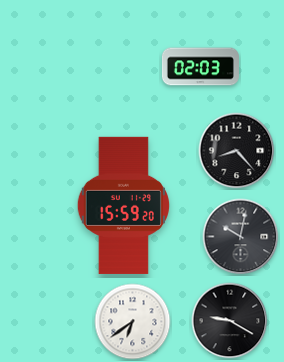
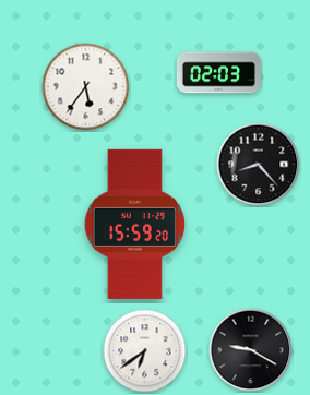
clock at (86, 87): none -> 5:36
clock at (241, 237): 10:02 -> none
